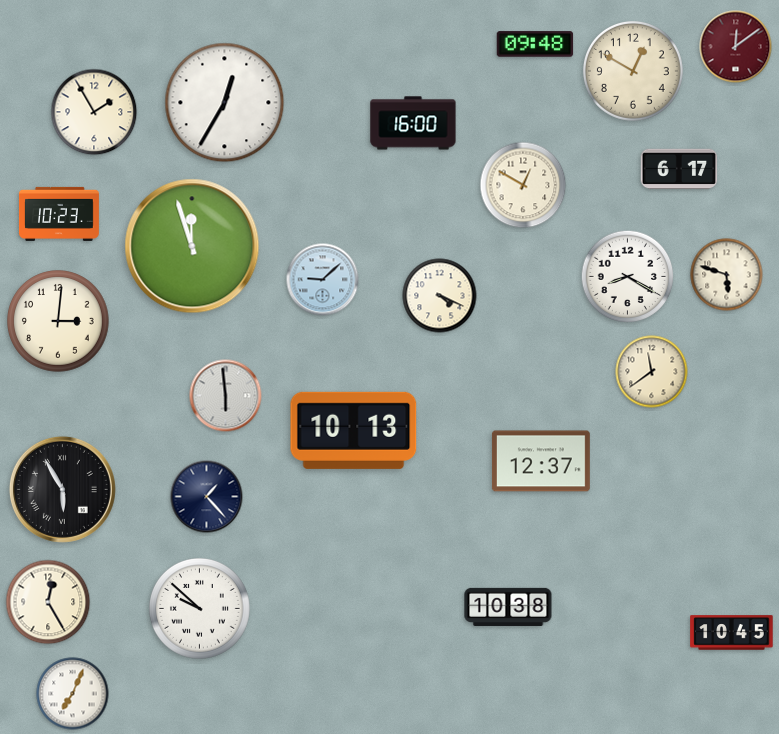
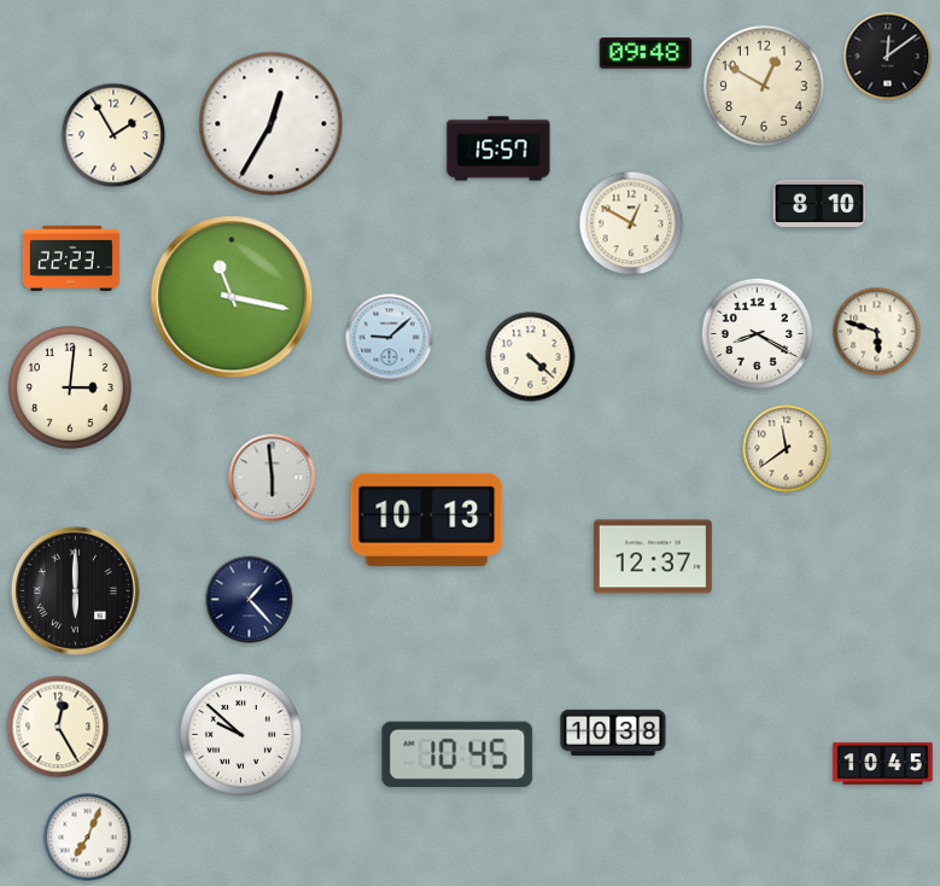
clock at (736, 47) dial: burgundy -> black
clock at (413, 123): 16:00 -> 15:57
clock at (679, 169): 6:17 -> 8:10
clock at (59, 214): 10:23 -> 22:23
clock at (192, 246): 11:57 -> 11:17
clock at (440, 296): 4:19 -> 4:22
clock at (62, 489): 5:55 -> 6:00
clock at (457, 754): none -> 10:45
